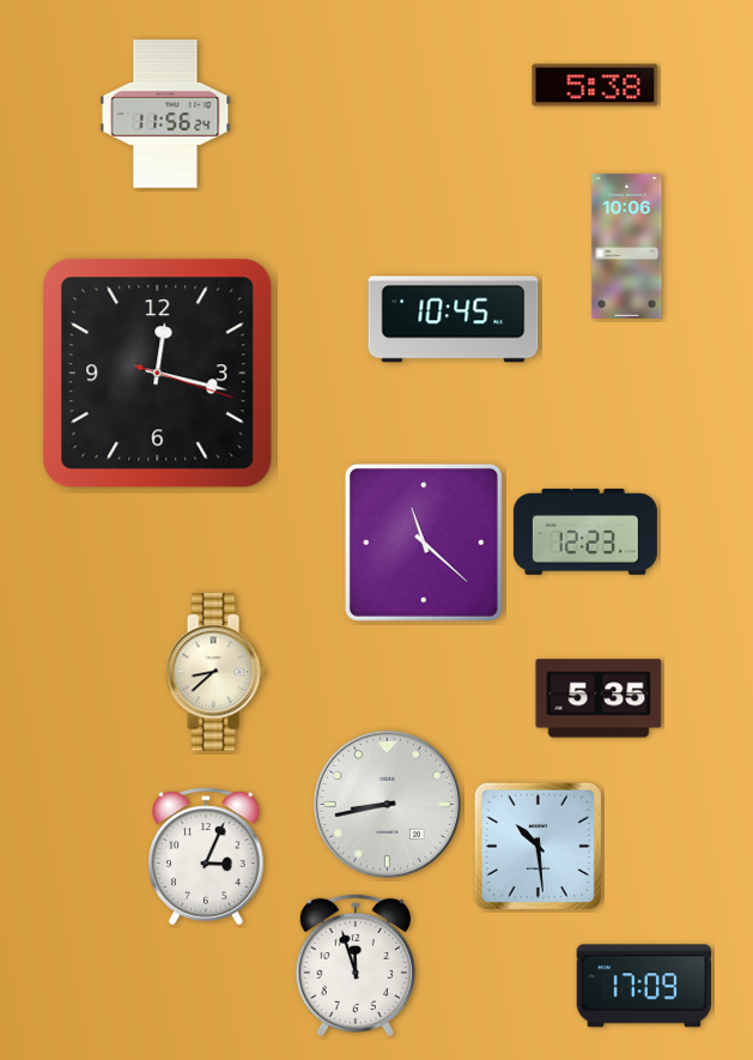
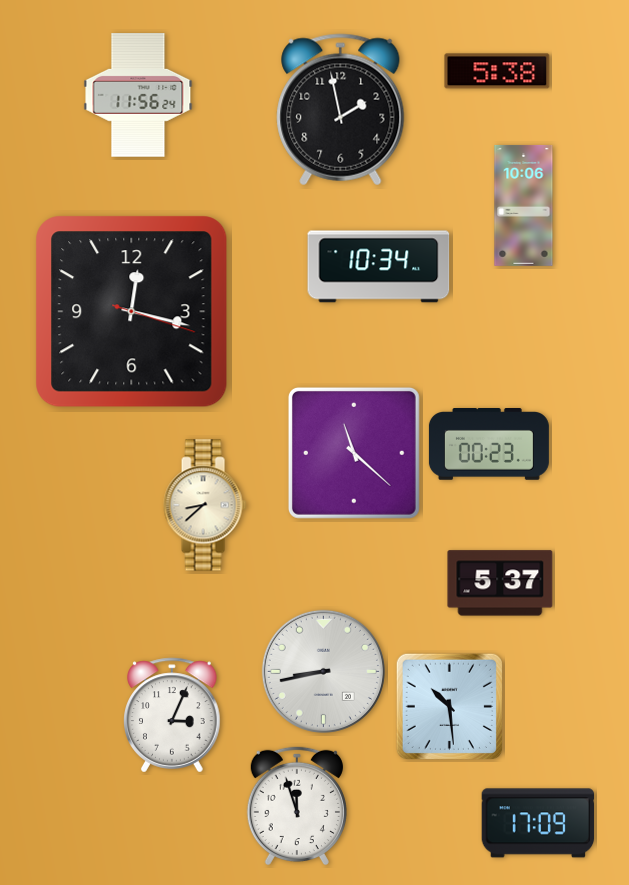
clock at (341, 110): none -> 1:58
clock at (454, 320): 10:45 -> 10:34
clock at (585, 533): 12:23 -> 00:23
clock at (215, 672) position: (215, 672) -> (205, 505)
clock at (599, 698): 5:35 -> 5:37
